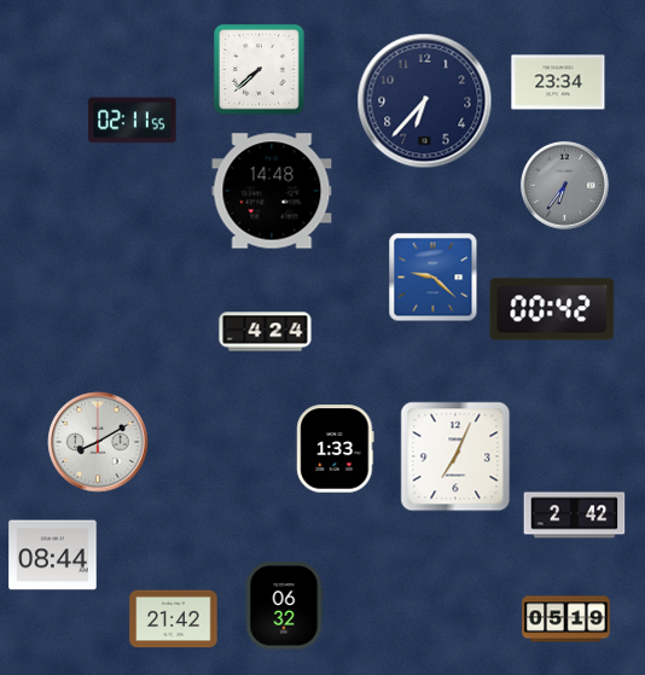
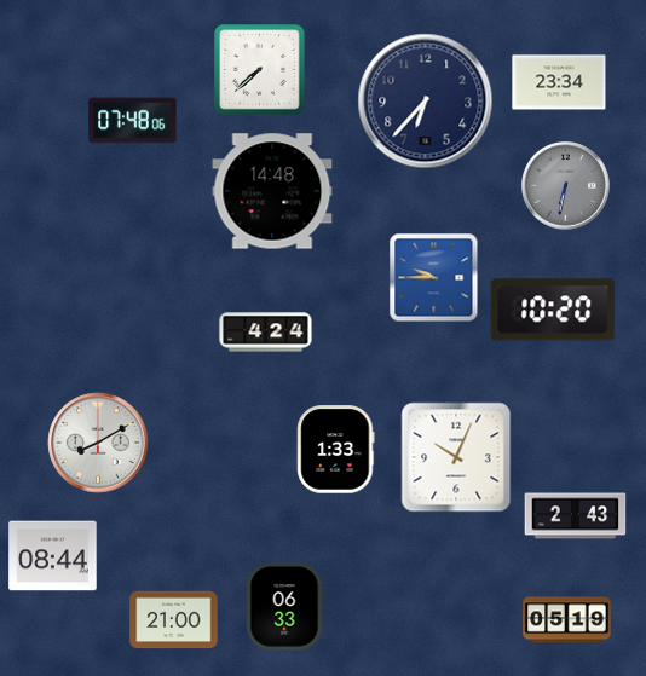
clock at (133, 121): 02:11 -> 07:48
clock at (565, 186): 6:36 -> 6:32
clock at (434, 278): 9:22 -> 9:45
clock at (552, 309): 00:42 -> 10:20
clock at (455, 456): 7:04 -> 10:04
clock at (575, 516): 2:42 -> 2:43
clock at (284, 606): 06:32 -> 06:33
clock at (174, 619): 21:42 -> 21:00
